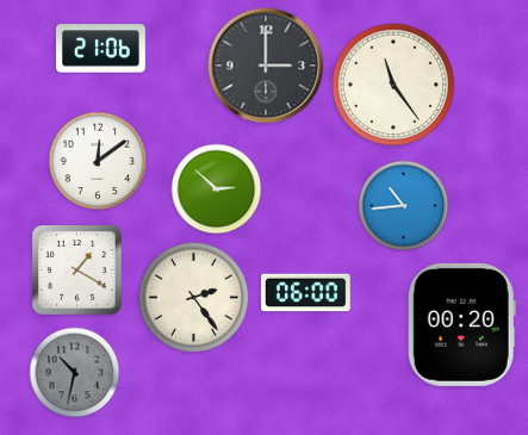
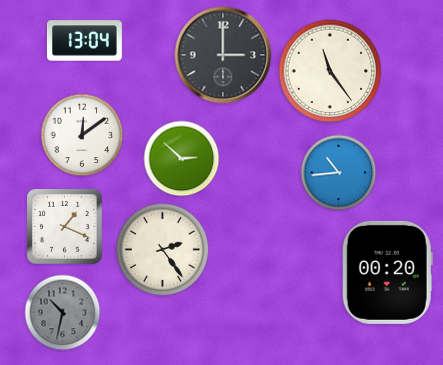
clock at (100, 49): 21:06 -> 13:04
clock at (77, 271): 1:20 -> 1:19
clock at (305, 293): 06:00 -> none
